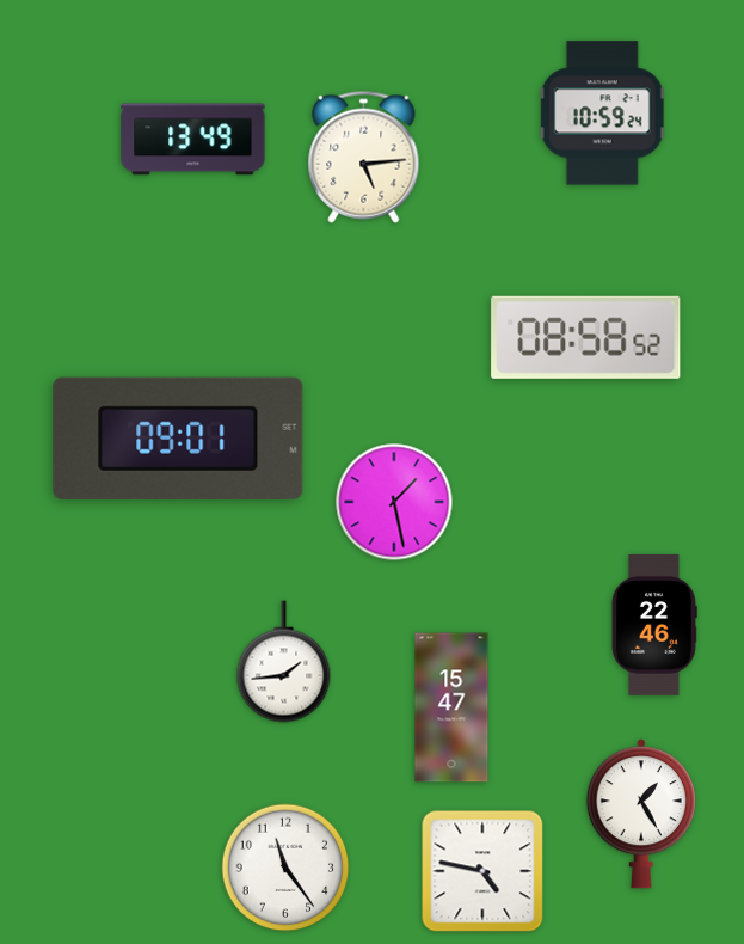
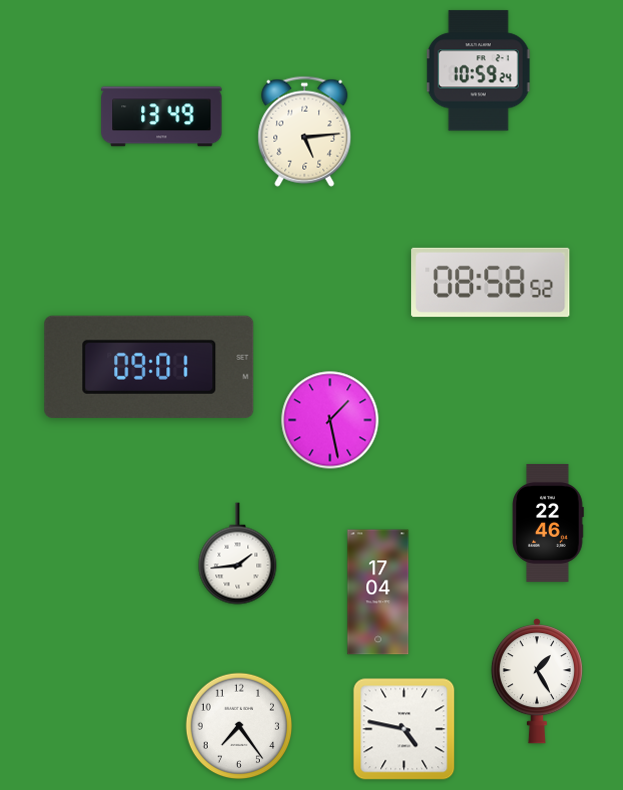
clock at (602, 114) position: (602, 114) -> (478, 71)
clock at (451, 707): 15:47 -> 17:04
clock at (285, 868): 11:24 -> 7:24
